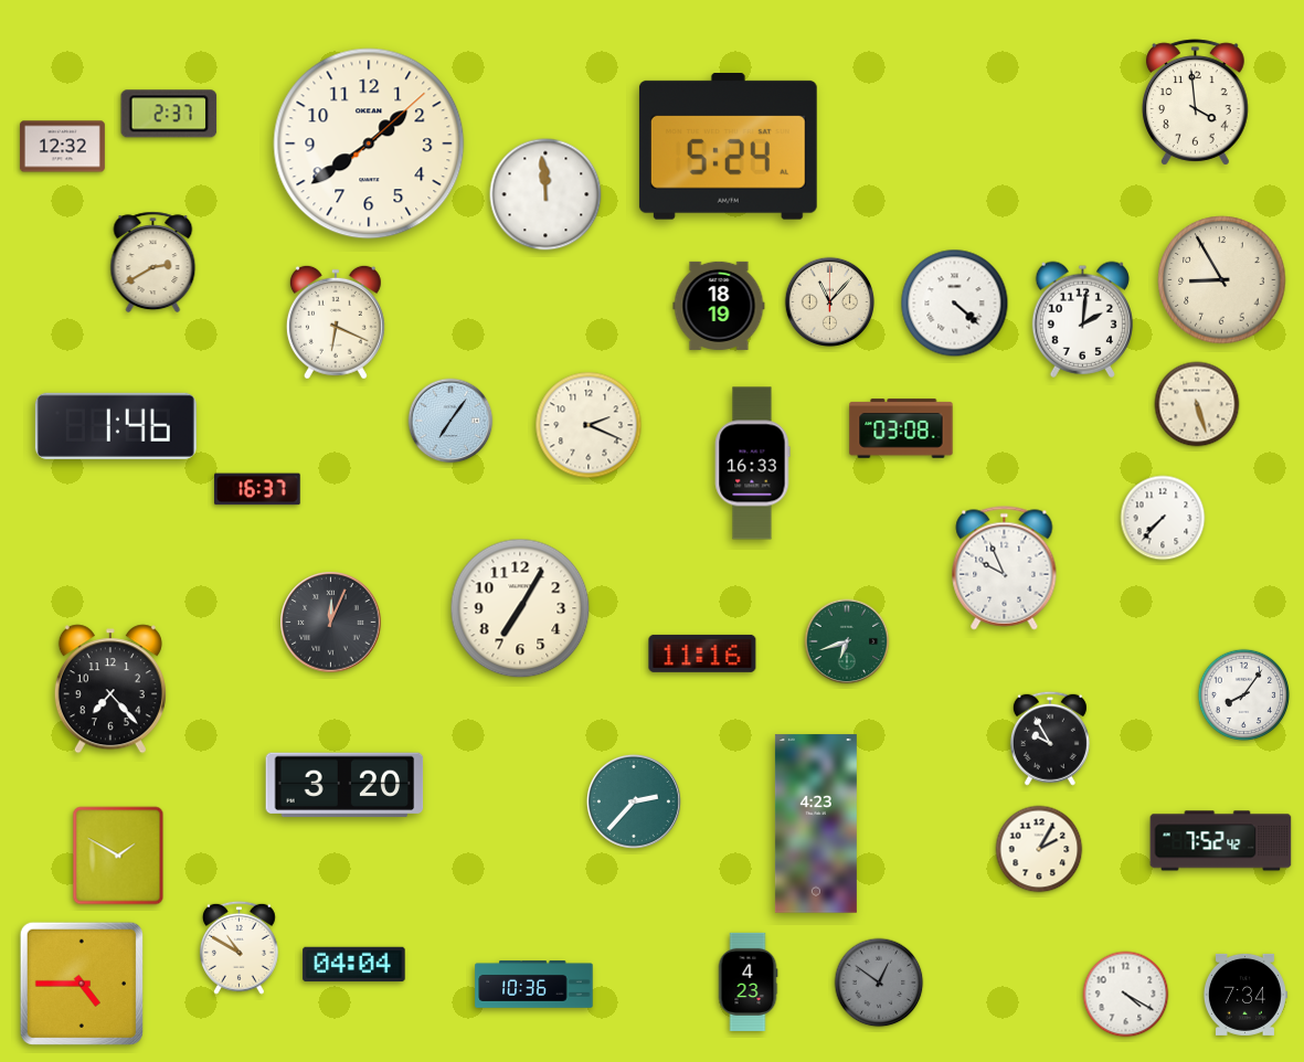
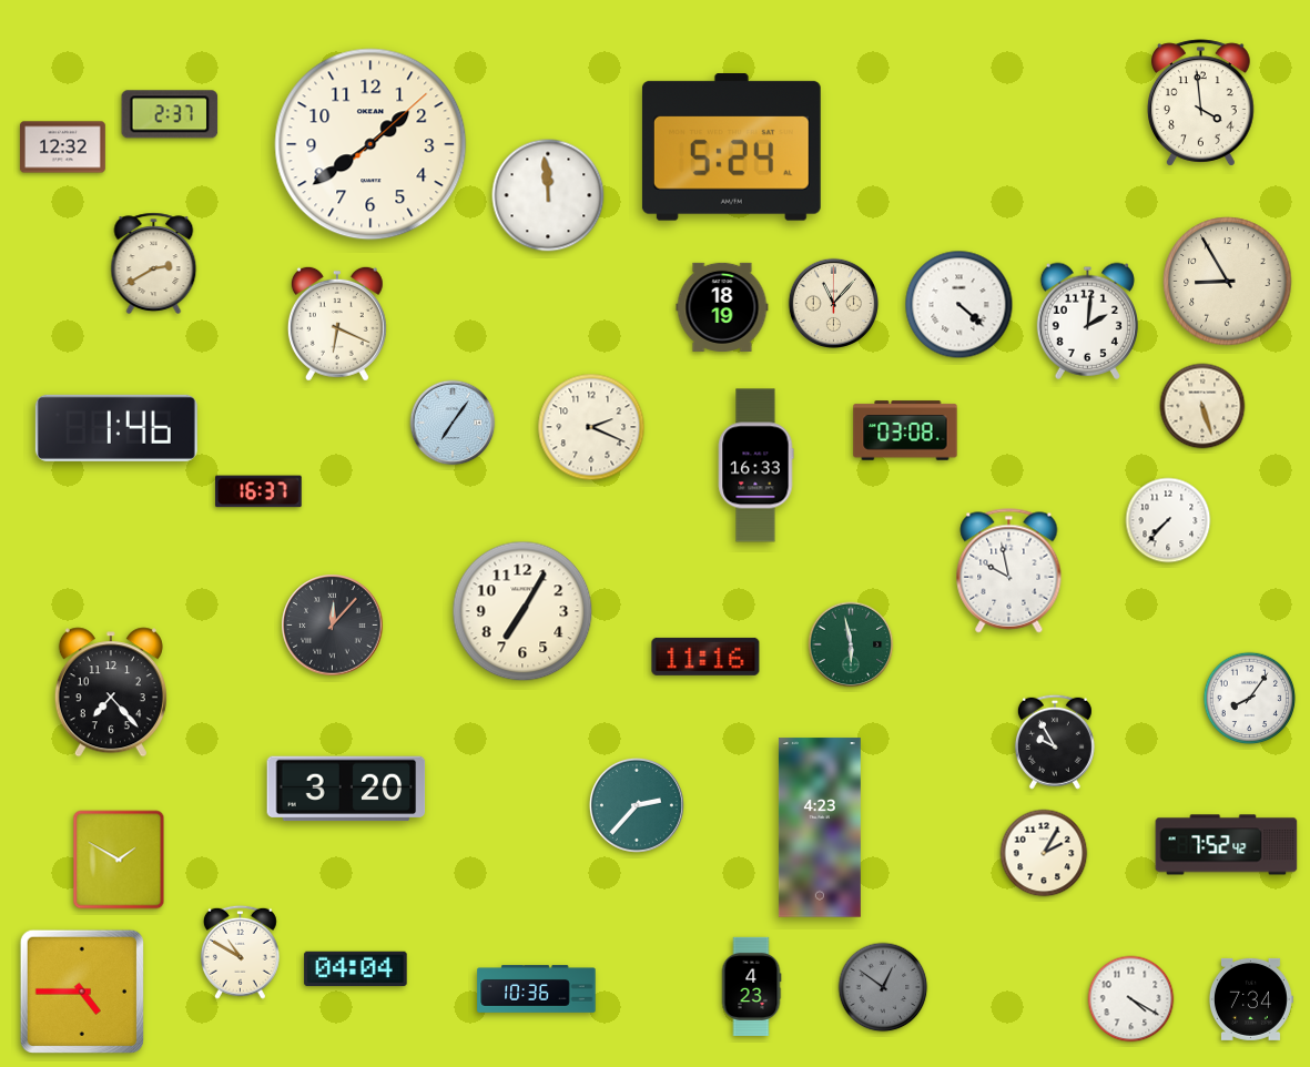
clock at (1005, 569): 9:56 -> 9:58
clock at (331, 623): 12:04 -> 12:07
clock at (847, 641): 6:42 -> 5:58
clock at (82, 984) position: (82, 984) -> (82, 992)
